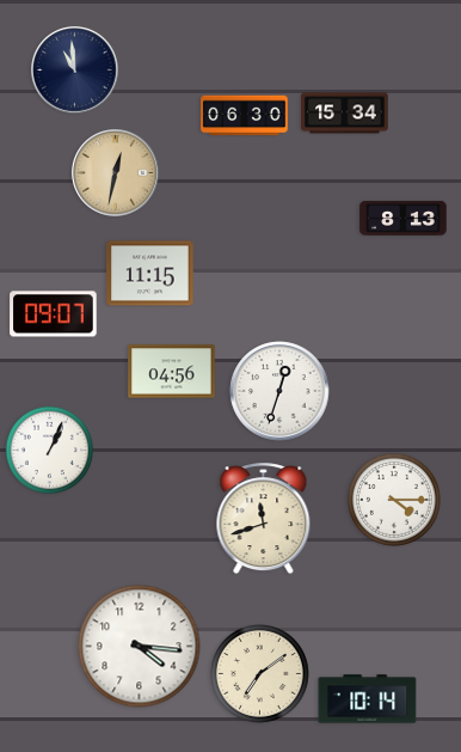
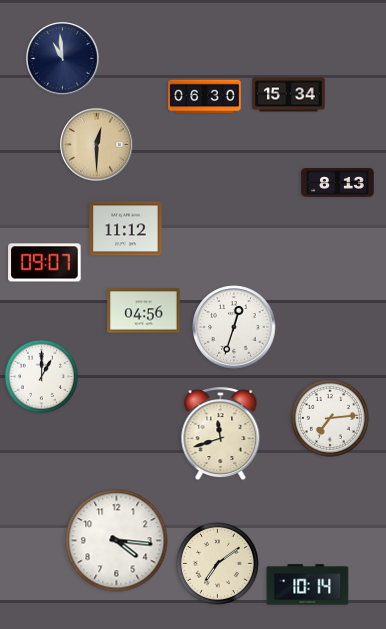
clock at (116, 173): 12:32 -> 12:30
clock at (150, 274): 11:15 -> 11:12
clock at (49, 450): 1:04 -> 1:00
clock at (394, 500): 4:15 -> 7:14
